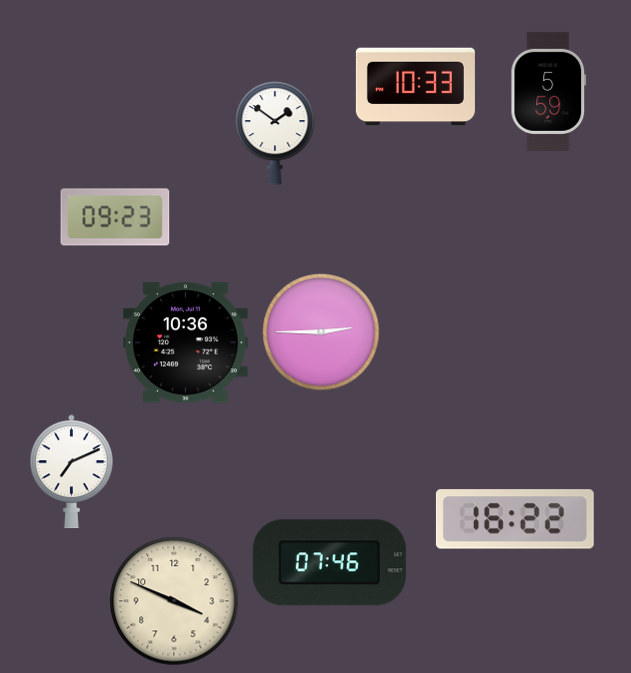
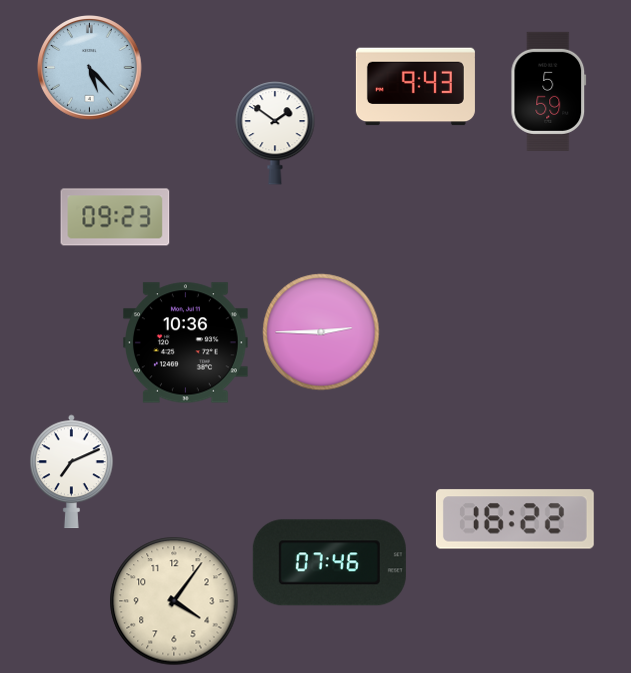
clock at (90, 68): none -> 5:23
clock at (415, 87): 10:33 -> 9:43
clock at (174, 601): 3:49 -> 4:06
